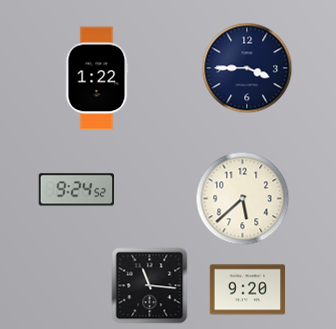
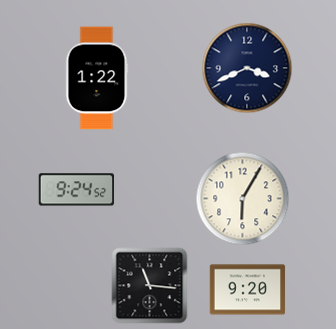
clock at (247, 68): 3:45 -> 3:41
clock at (243, 199): 5:38 -> 6:05
